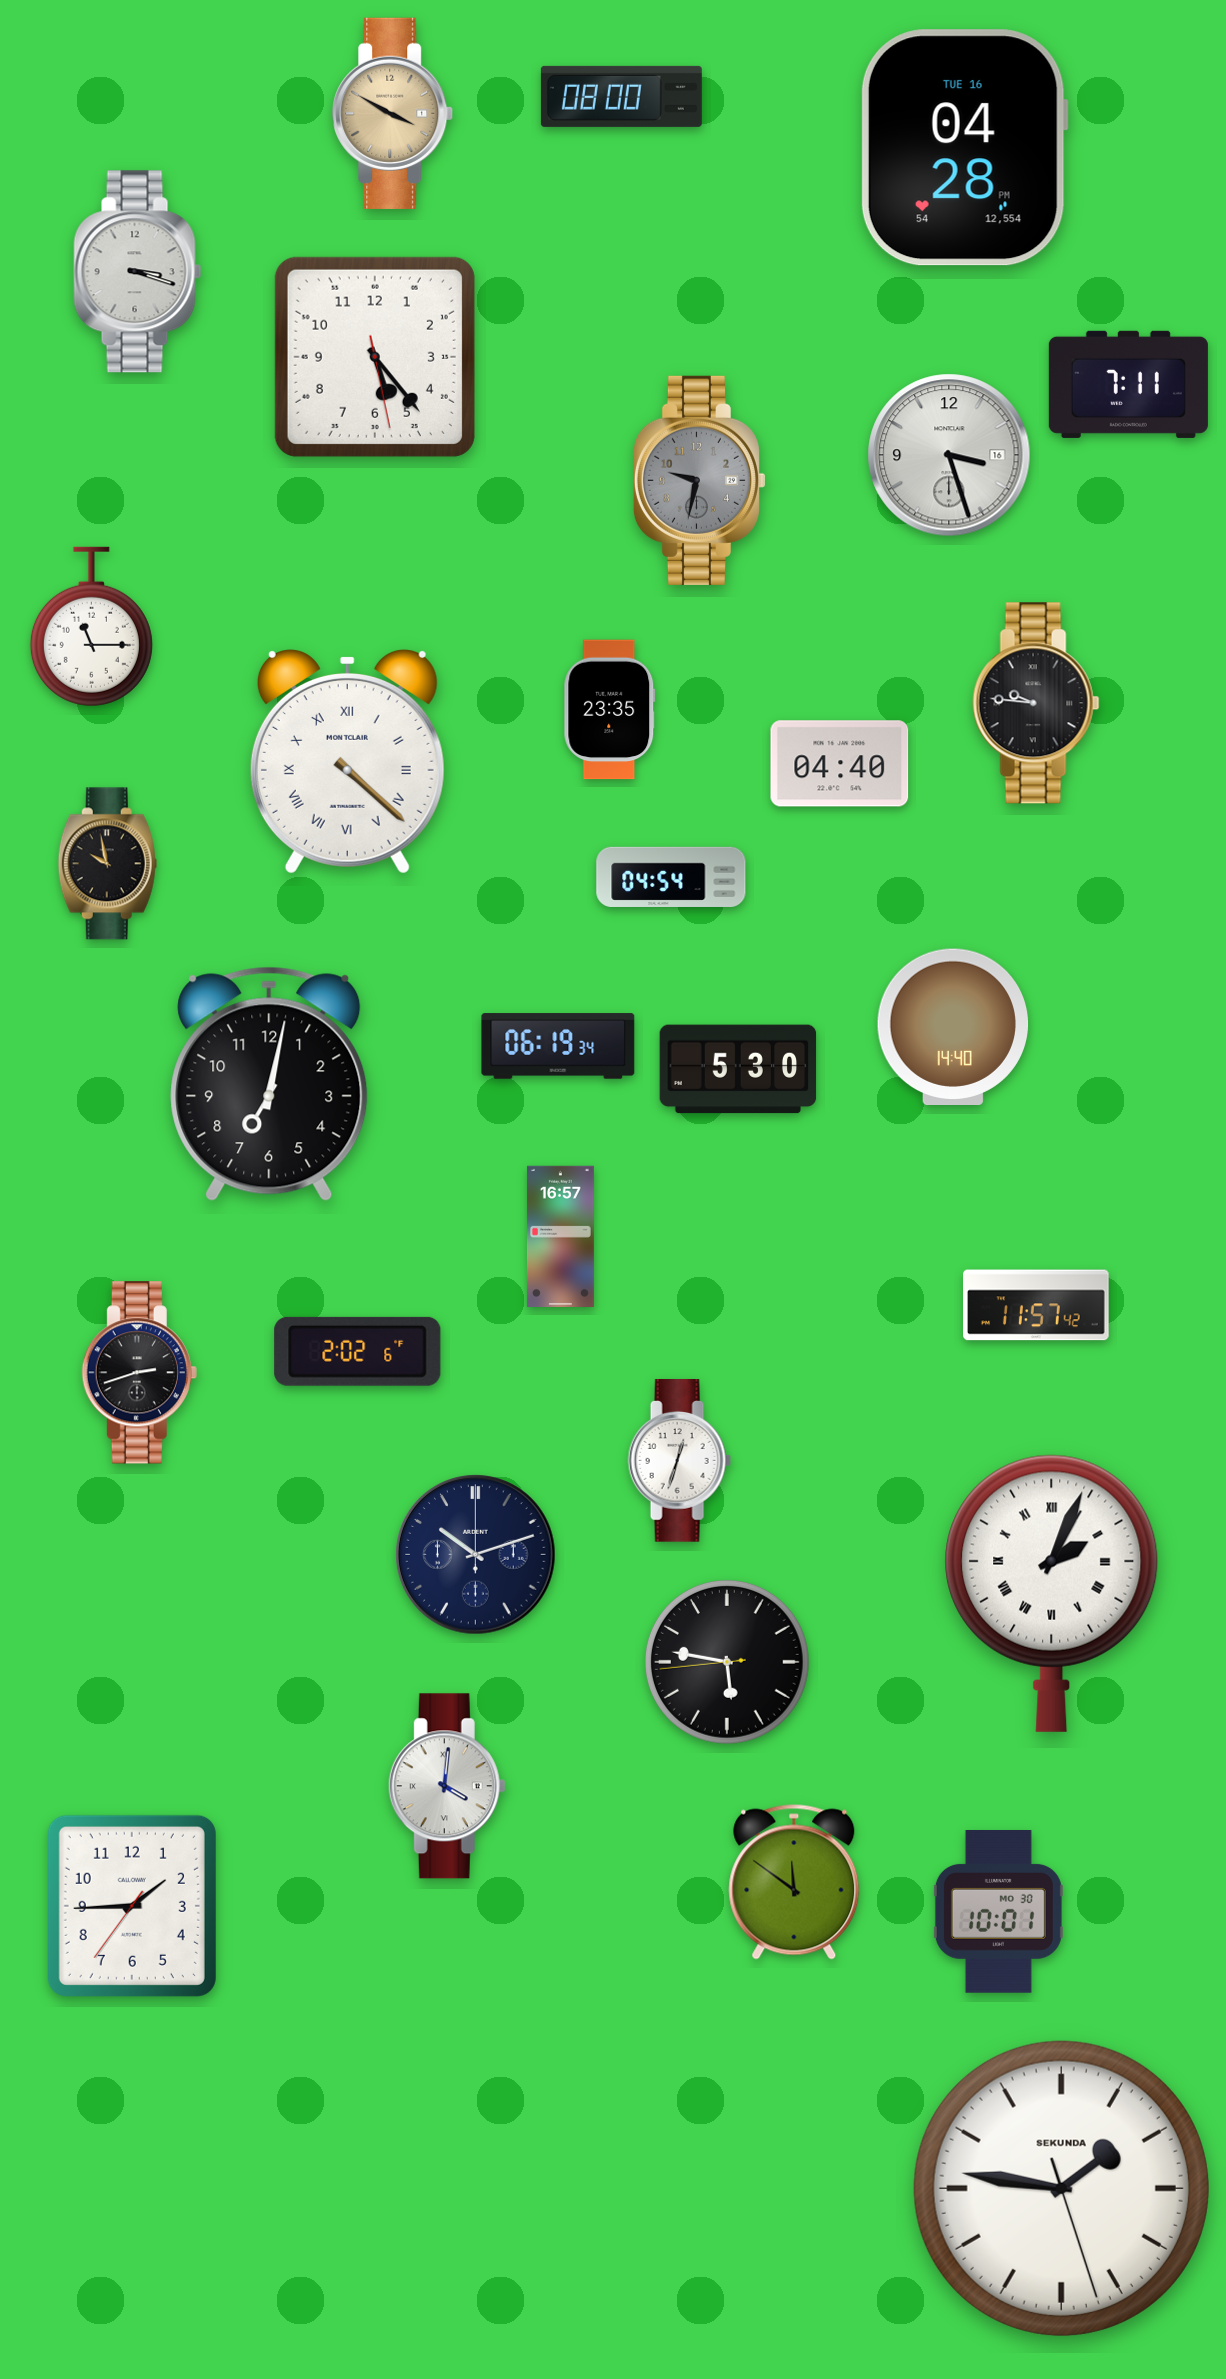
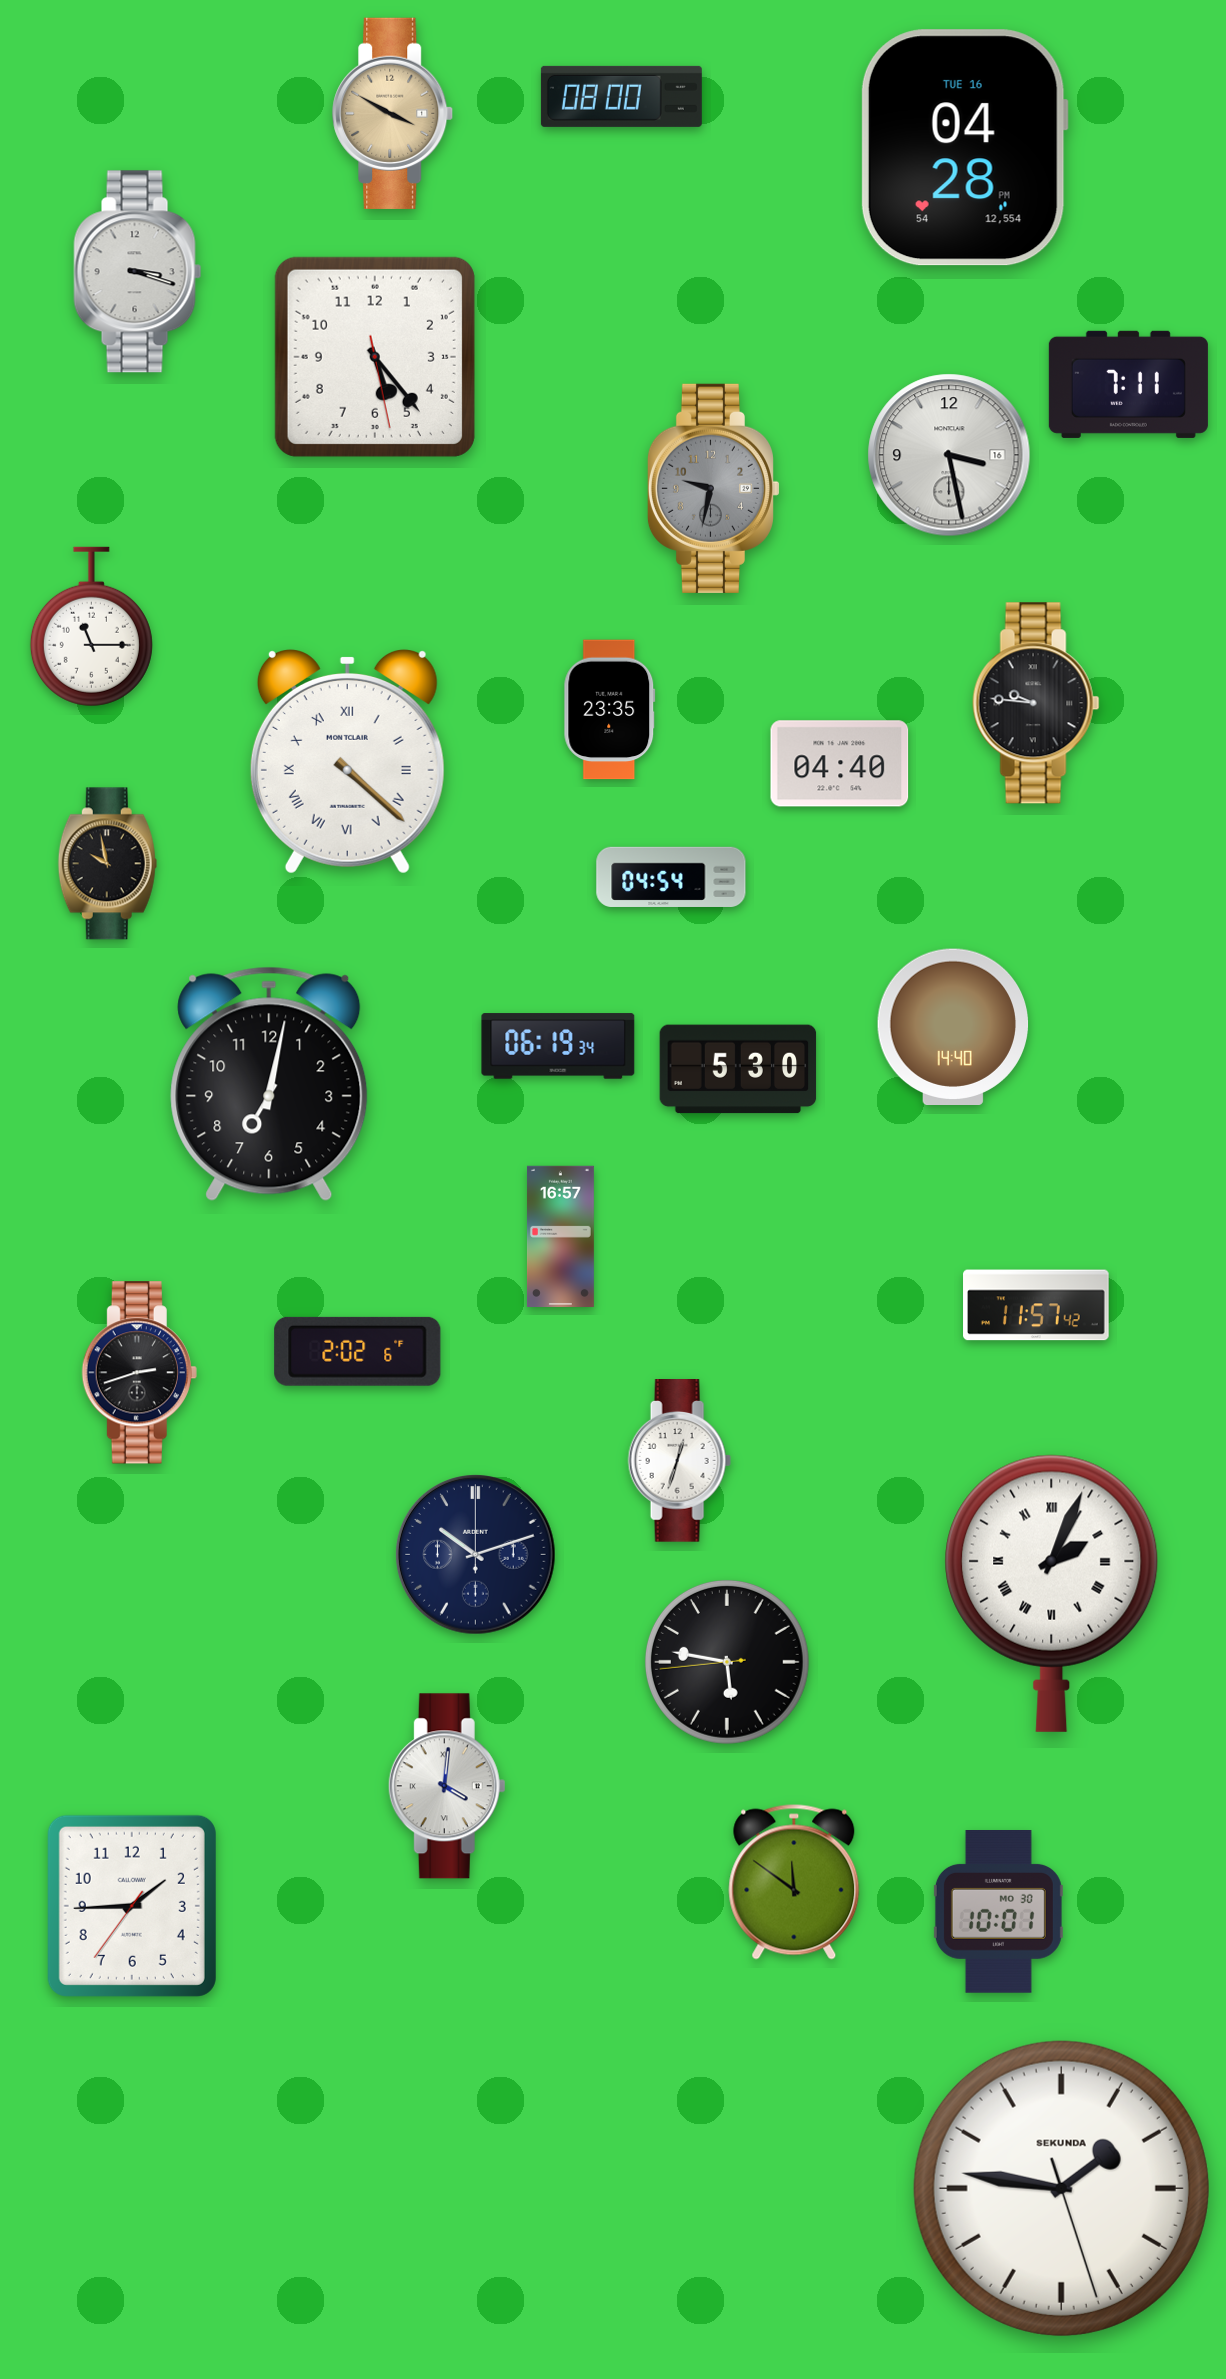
clock at (949, 455): 3:27 -> 3:28
clock at (699, 480) position: (699, 480) -> (713, 488)
